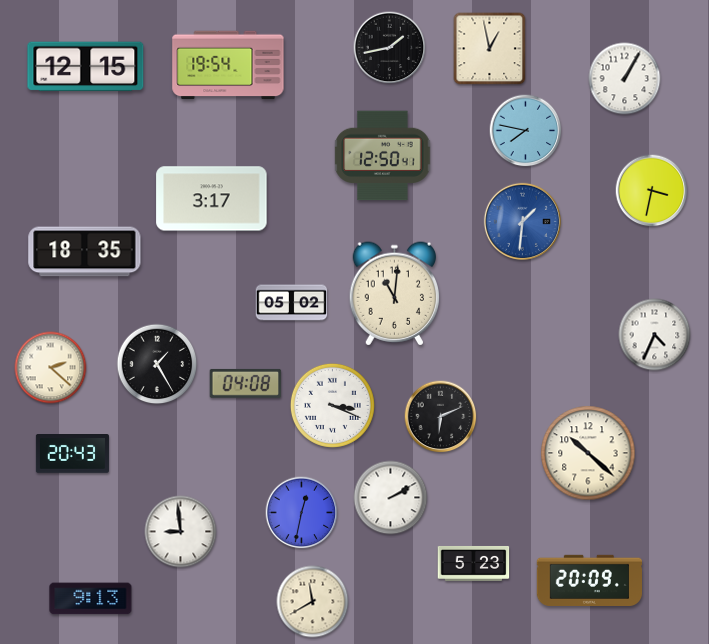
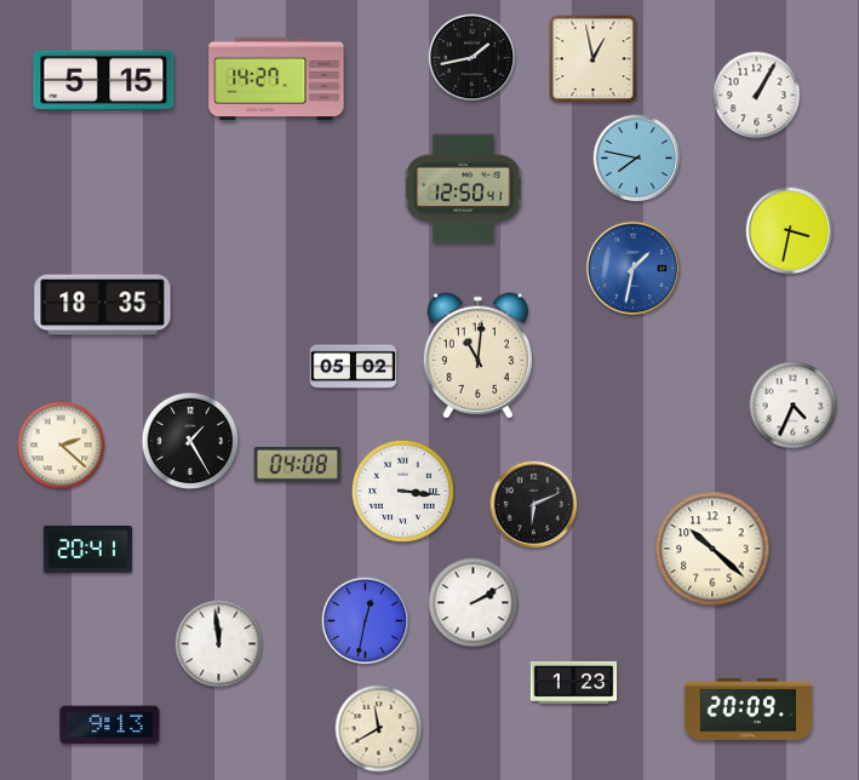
clock at (228, 65): 19:54 -> 14:27
clock at (86, 67): 12:15 -> 5:15
clock at (212, 199): 3:17 -> none
clock at (522, 221): 1:31 -> 1:32
clock at (332, 405): 3:19 -> 3:16
clock at (72, 454): 20:43 -> 20:41
clock at (181, 532): 8:59 -> 11:59
clock at (474, 563): 5:23 -> 1:23
clock at (589, 580) position: (589, 580) -> (748, 709)
